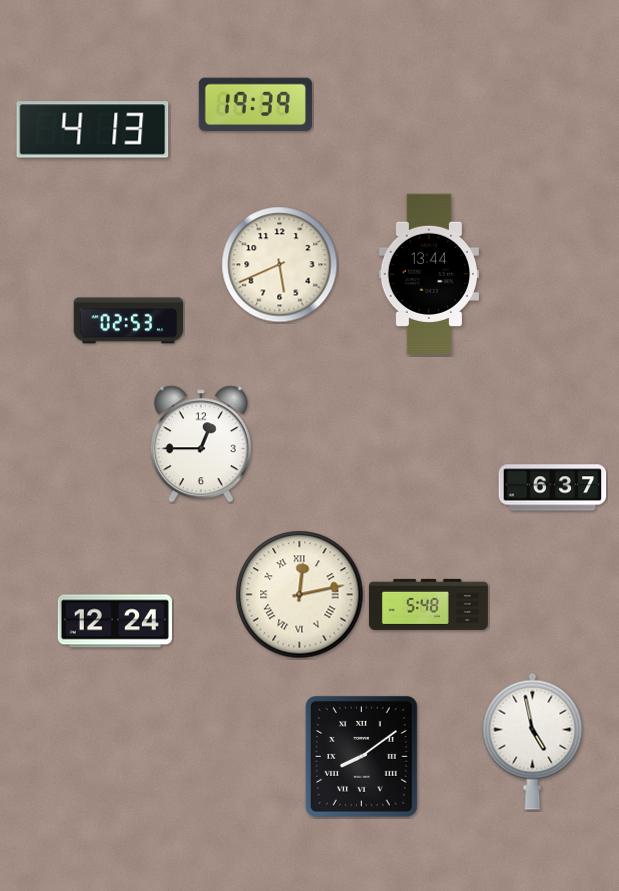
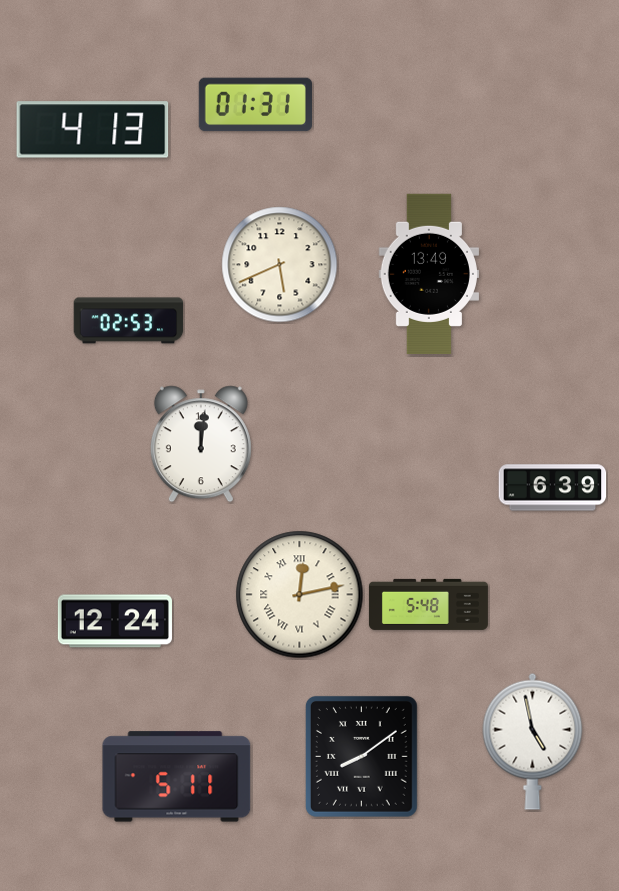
clock at (255, 105): 19:39 -> 01:31
clock at (428, 274): 13:44 -> 13:49
clock at (201, 444): 12:45 -> 12:01
clock at (553, 488): 6:37 -> 6:39
clock at (177, 777): none -> 5:11
